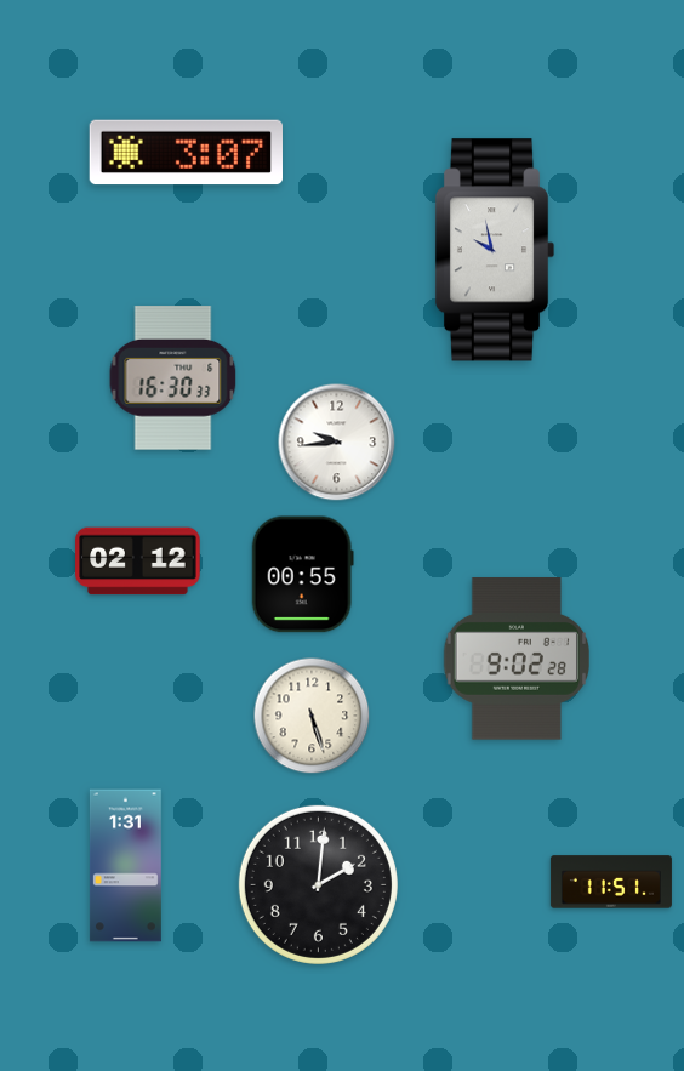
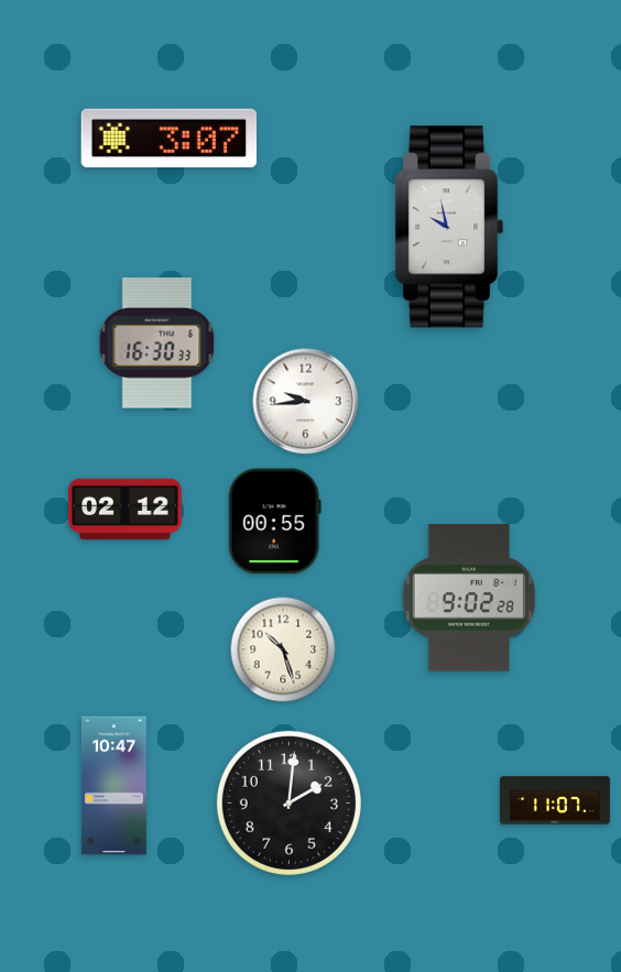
clock at (312, 716): 5:27 -> 10:27
clock at (125, 866): 1:31 -> 10:47
clock at (611, 882): 11:51 -> 11:07
